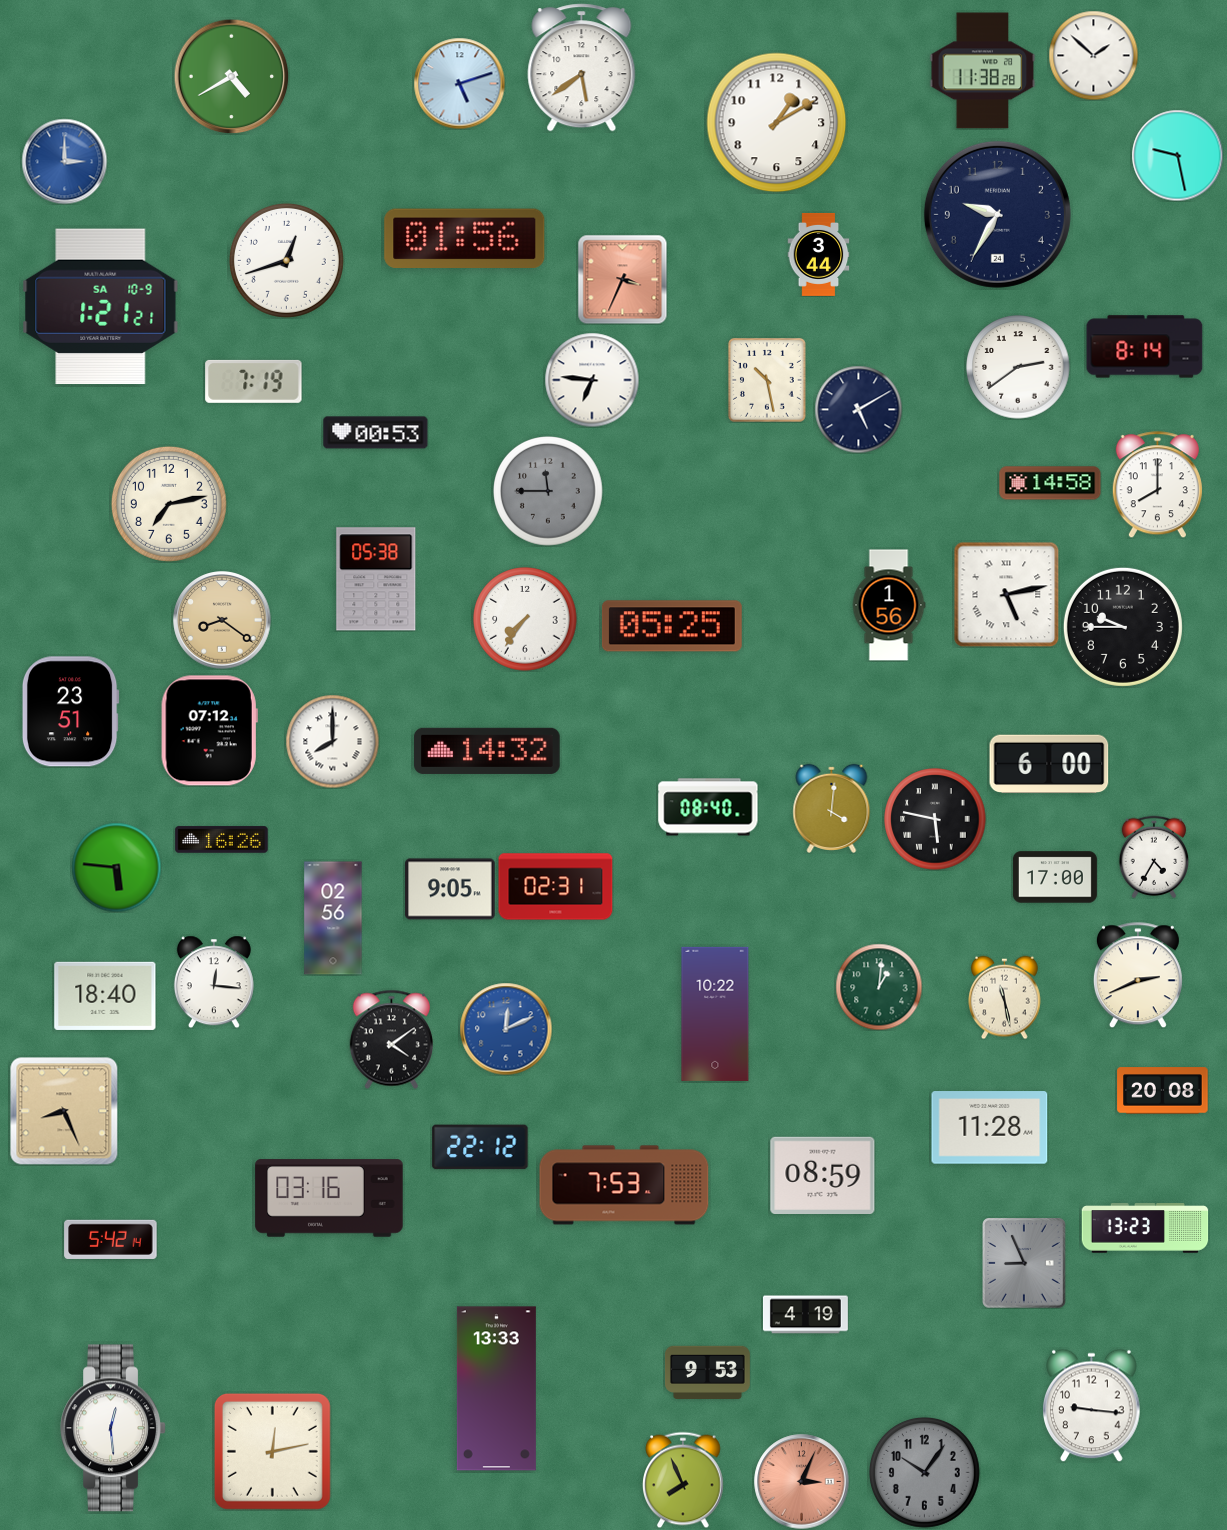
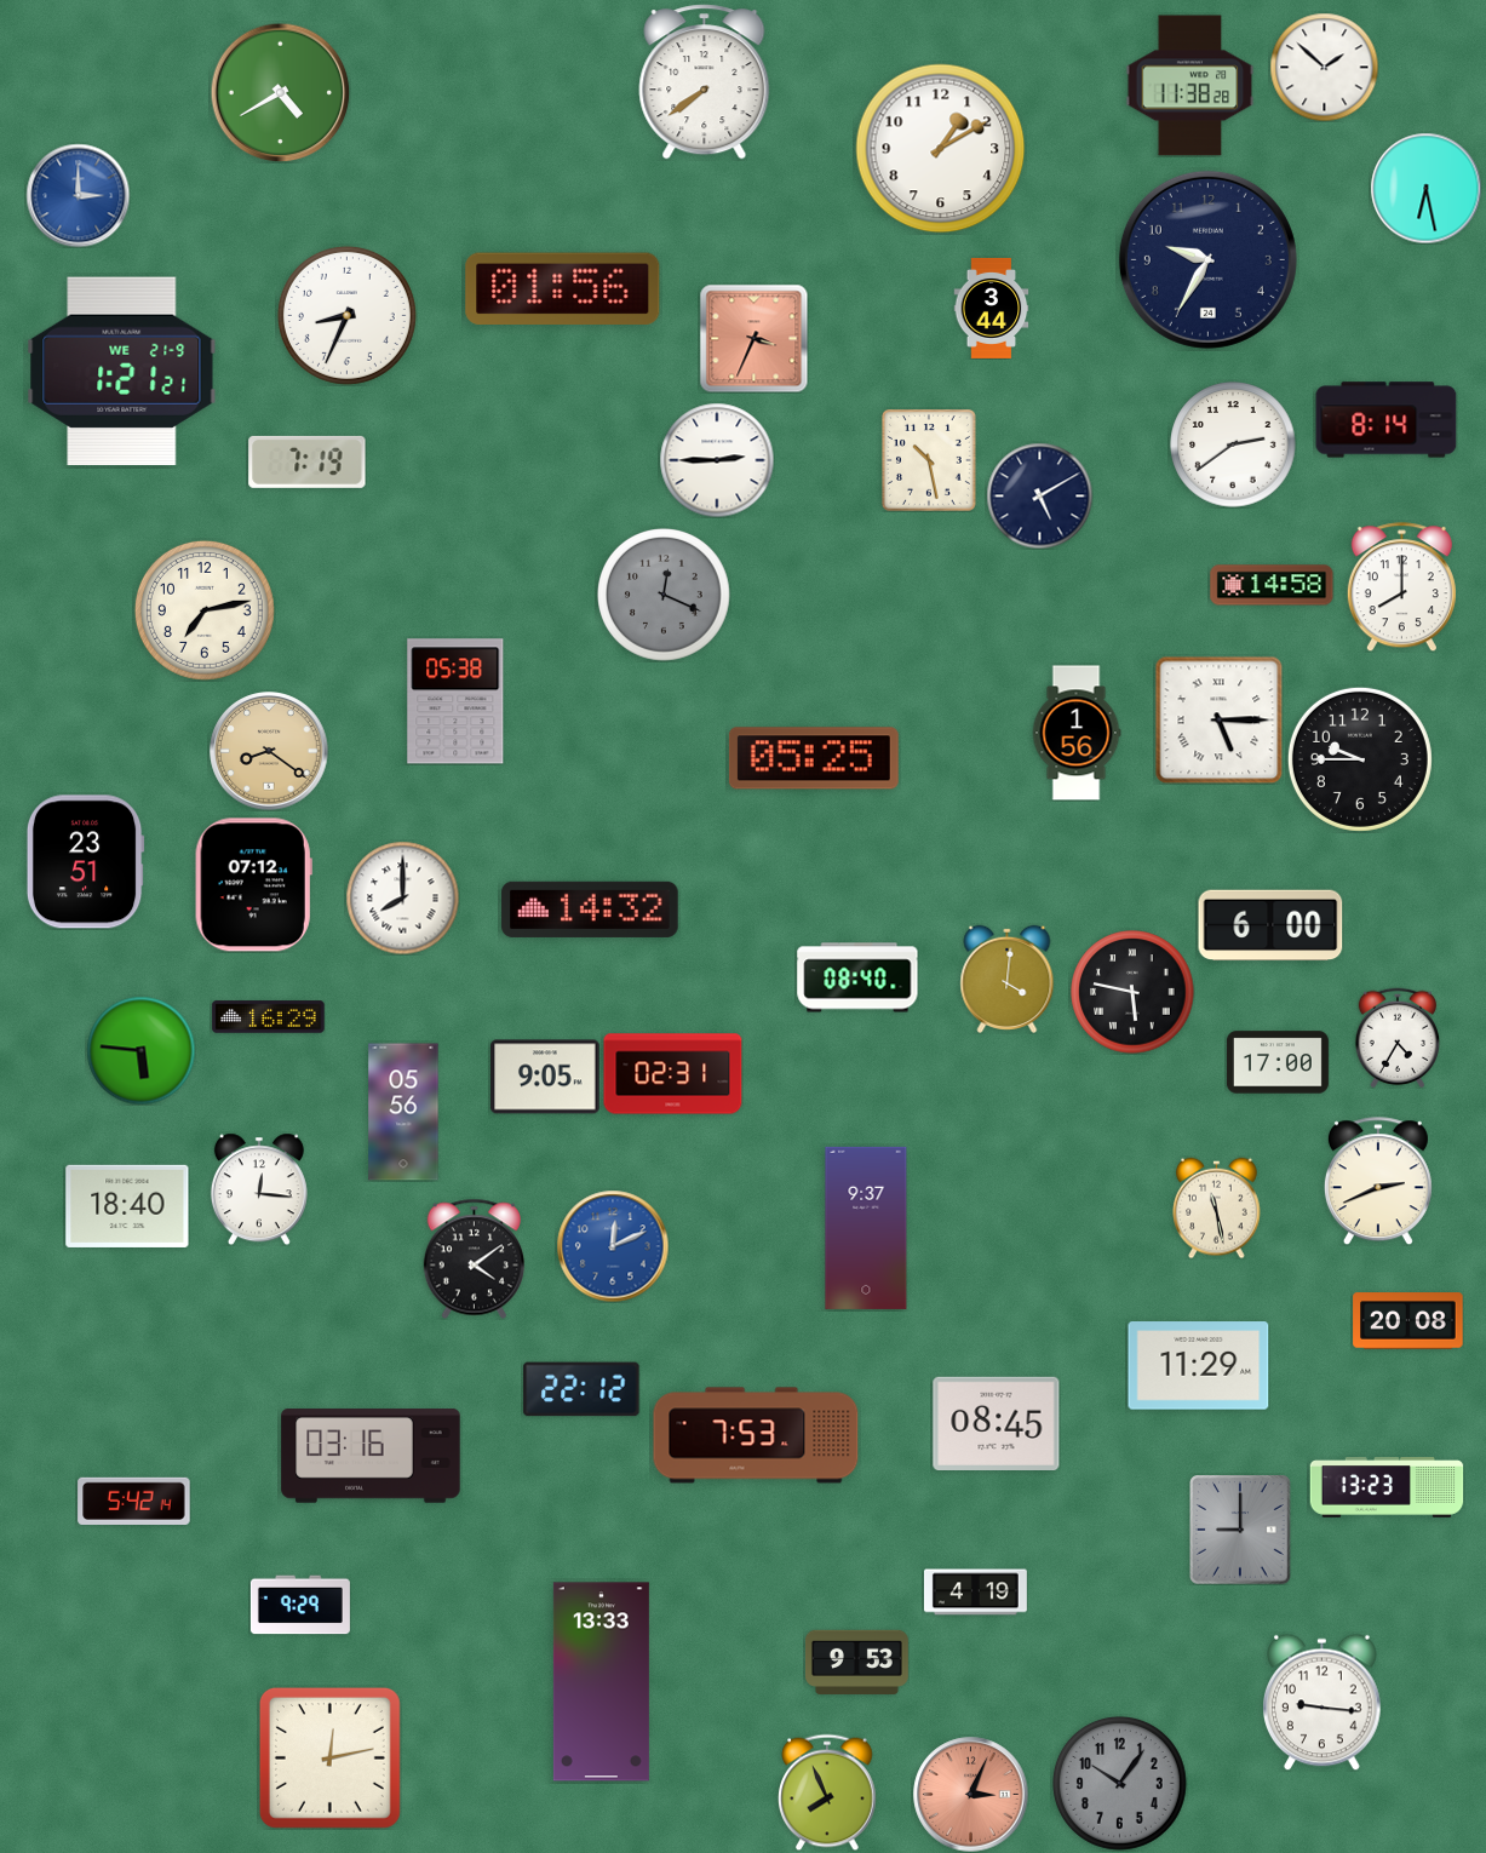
clock at (582, 68): 5:39 -> 7:39
clock at (459, 83): 5:12 -> none
clock at (1177, 155): 9:28 -> 6:28
clock at (286, 260): 12:42 -> 8:34
clock at (101, 307) date: SA 10-9 -> WE 21-9
clock at (592, 380): 6:46 -> 2:45
clock at (376, 433): 00:53 -> none
clock at (549, 492): 11:45 -> 12:19
clock at (1006, 594): 5:13 -> 5:15
clock at (525, 619): 7:36 -> none
clock at (222, 840): 16:26 -> 16:29
clock at (333, 918): 02:56 -> 05:56
clock at (879, 987): 1:01 -> none
clock at (715, 1014): 10:22 -> 9:37
clock at (64, 1111): 8:26 -> none
clock at (990, 1128): 11:28 -> 11:29
clock at (823, 1175): 08:59 -> 08:45
clock at (329, 1198) position: (329, 1198) -> (371, 1456)
clock at (1025, 1263): 8:56 -> 9:00
clock at (300, 1605): none -> 9:29
clock at (113, 1428): 12:29 -> none
